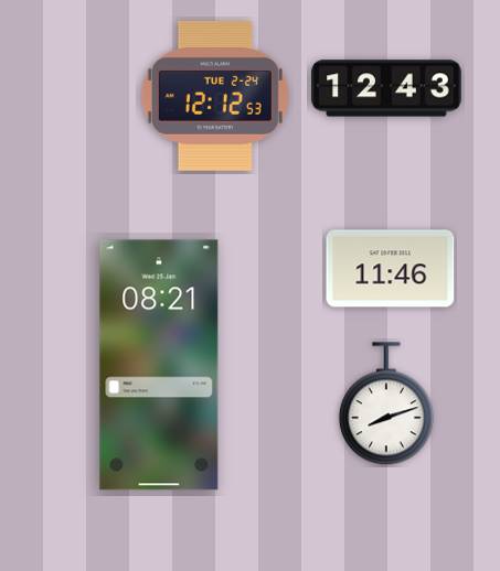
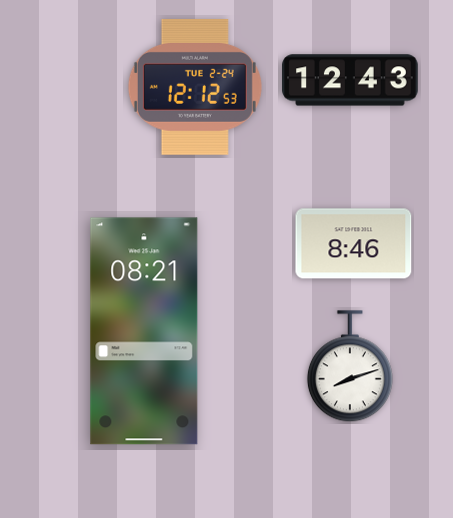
clock at (391, 269): 11:46 -> 8:46
